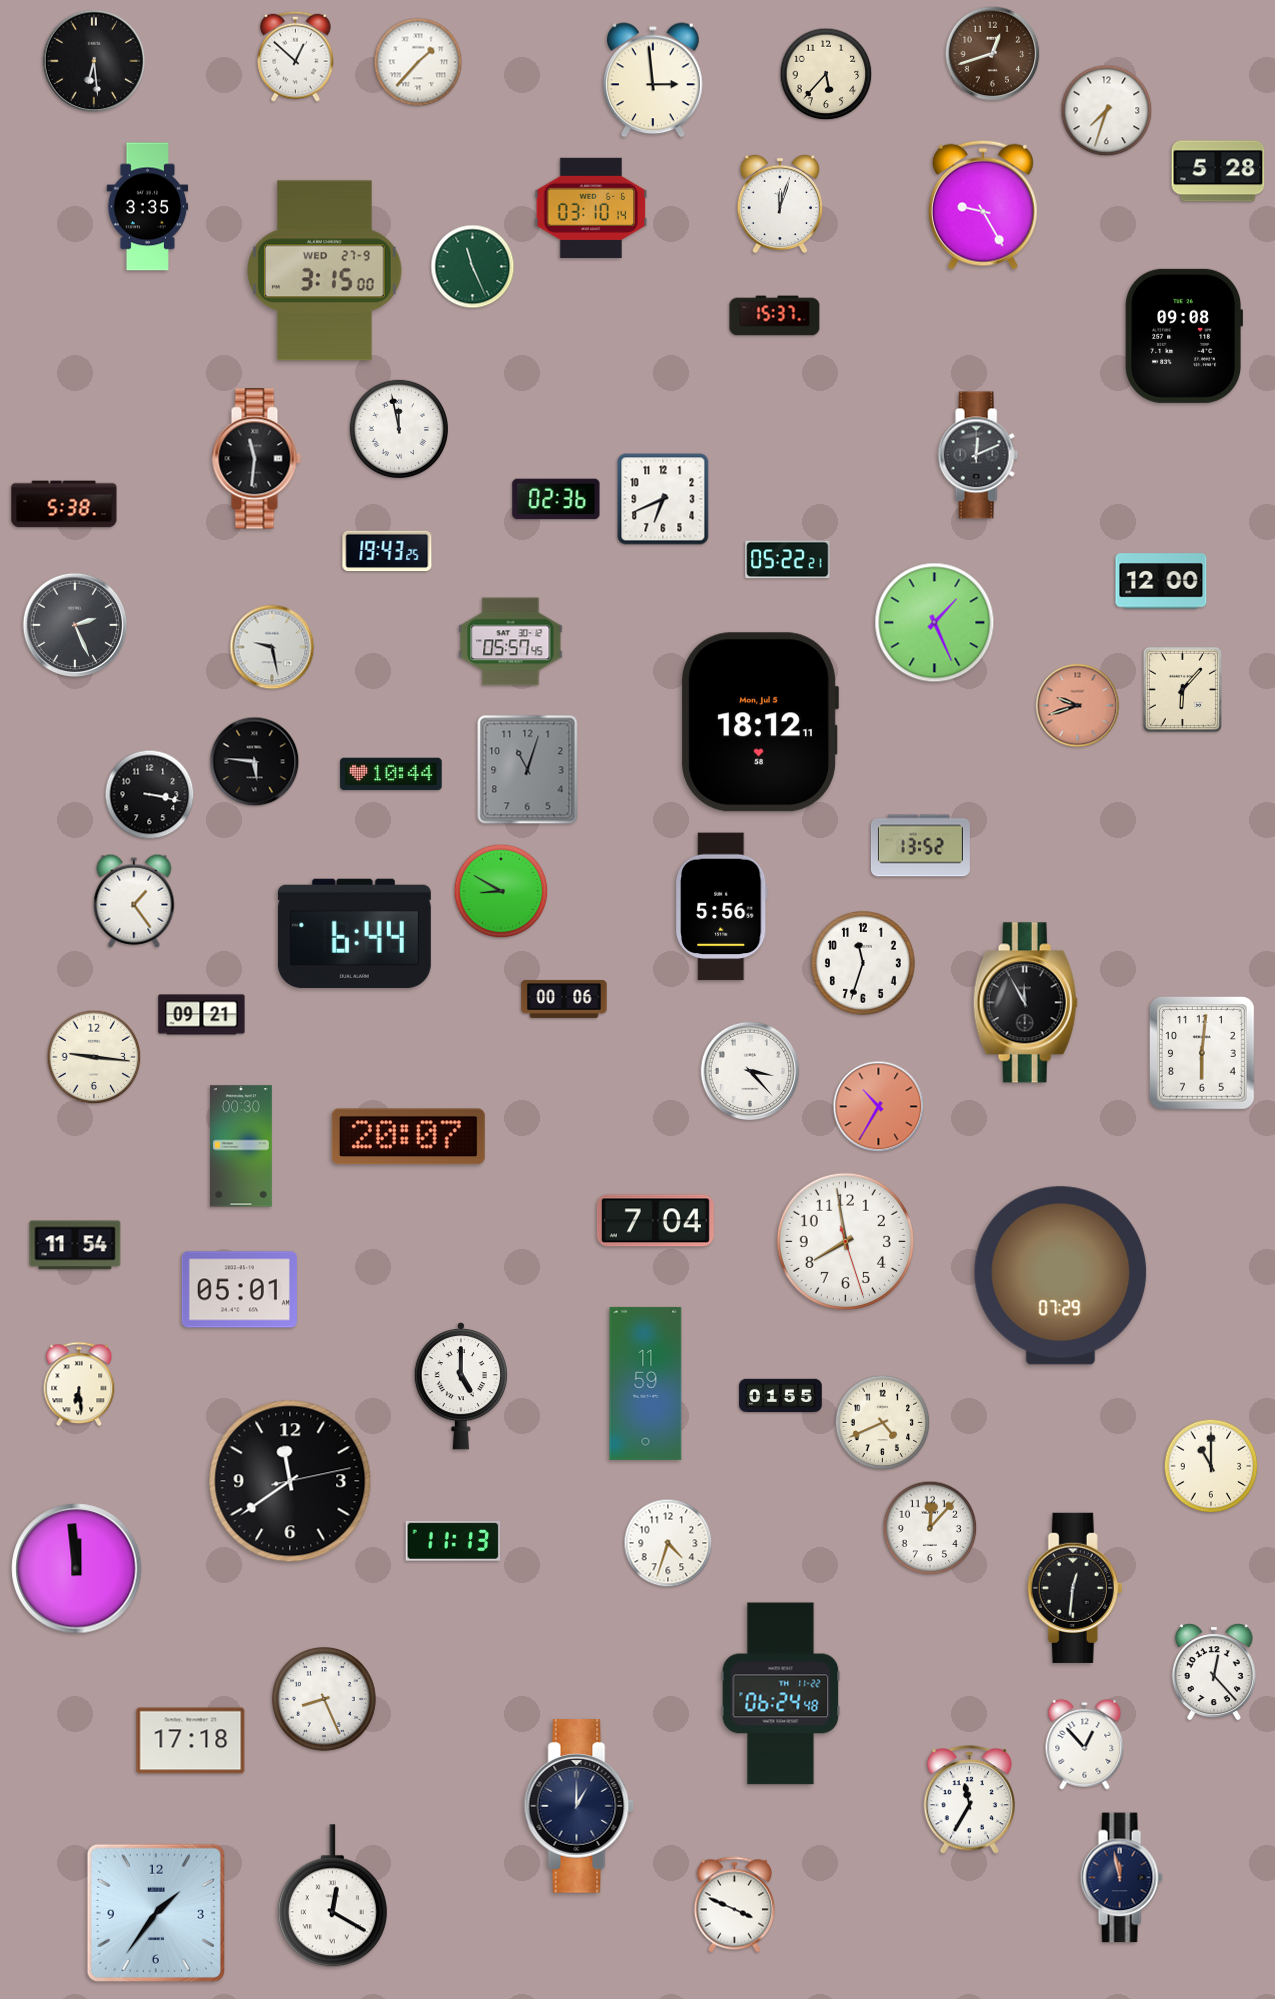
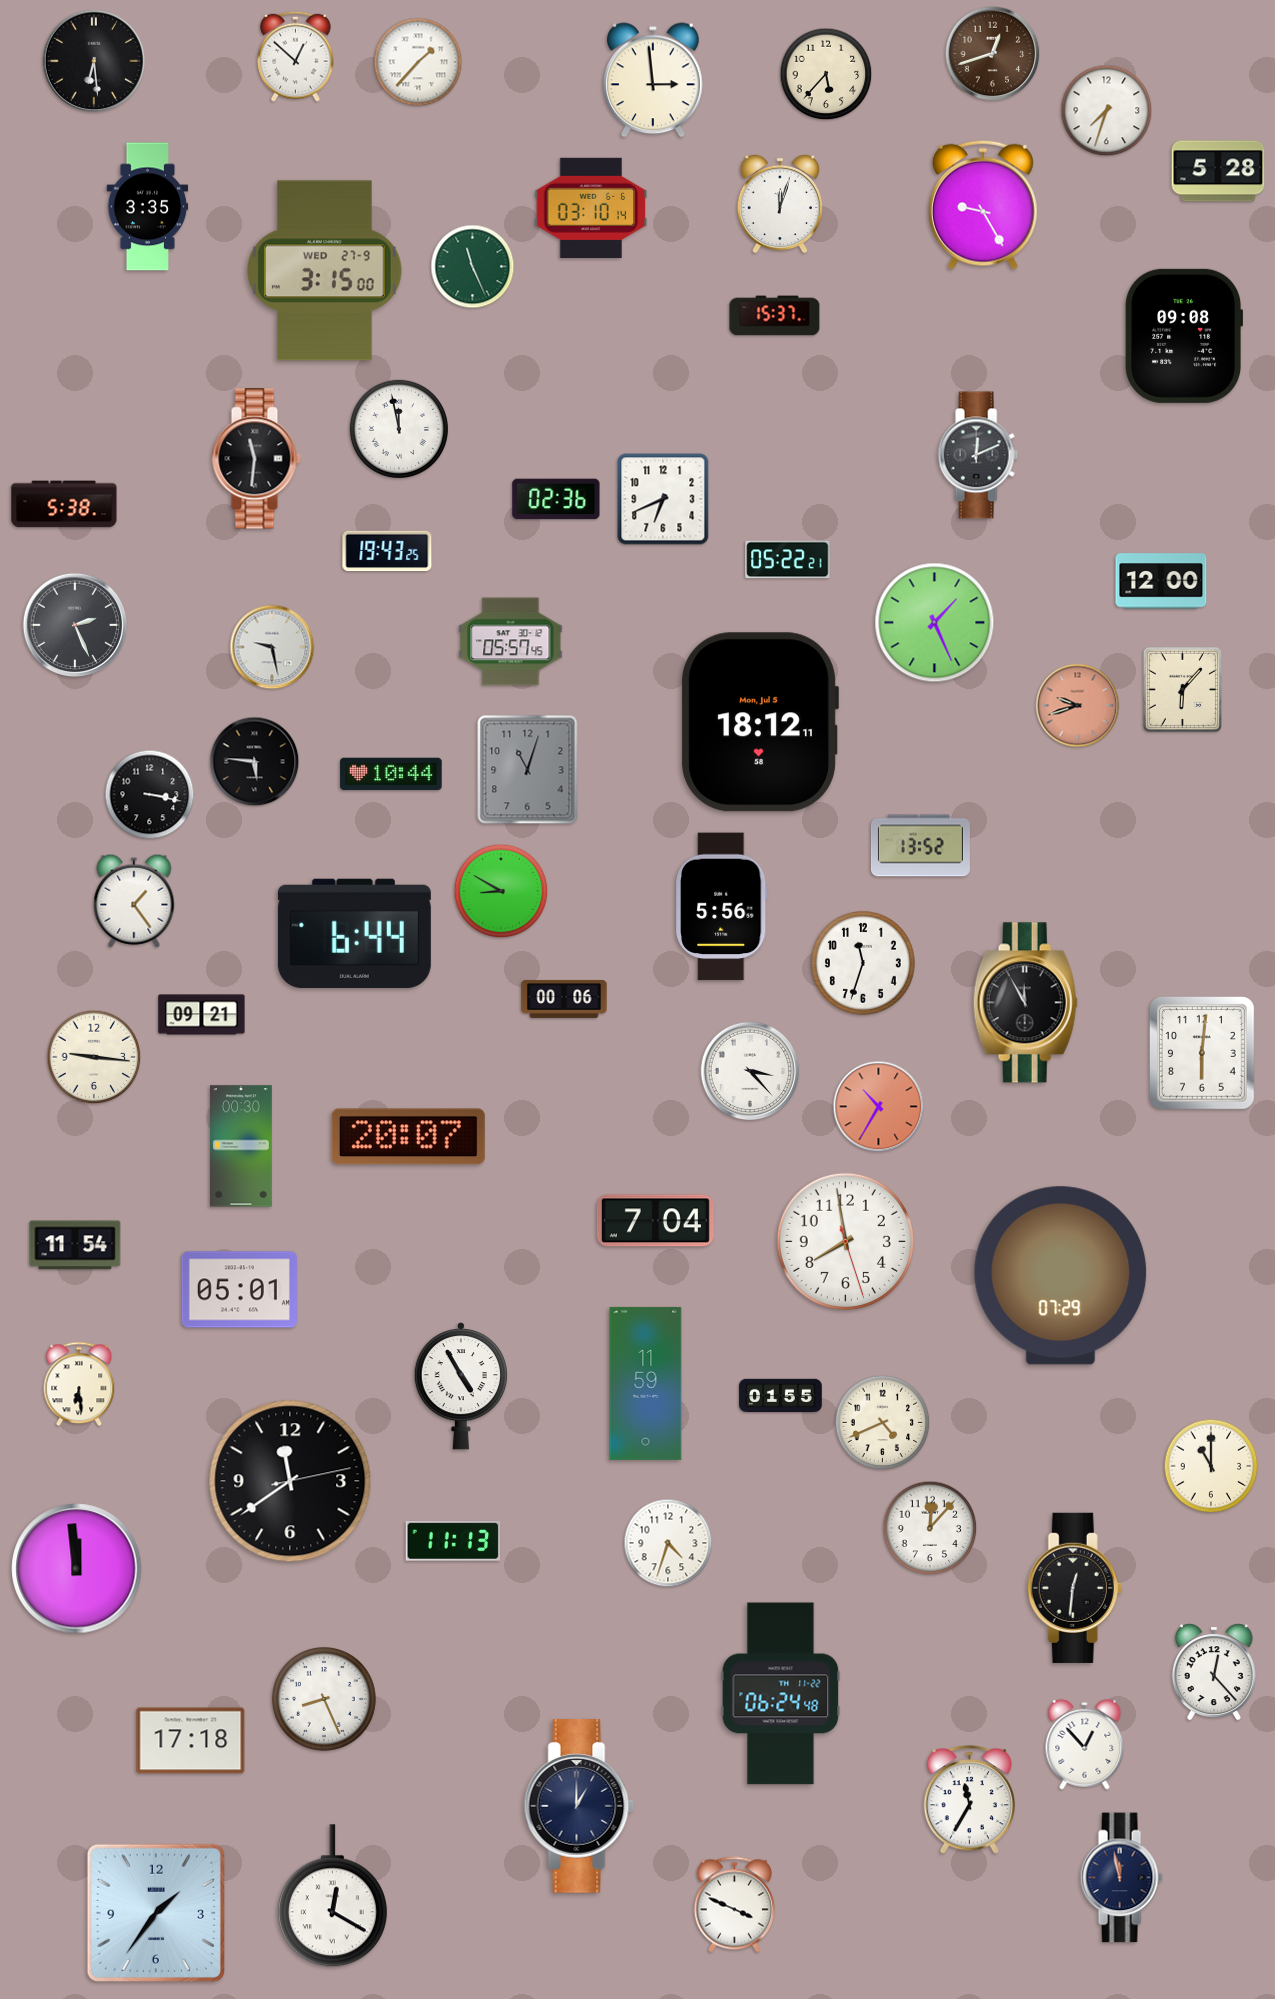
clock at (460, 1386): 5:00 -> 4:55
